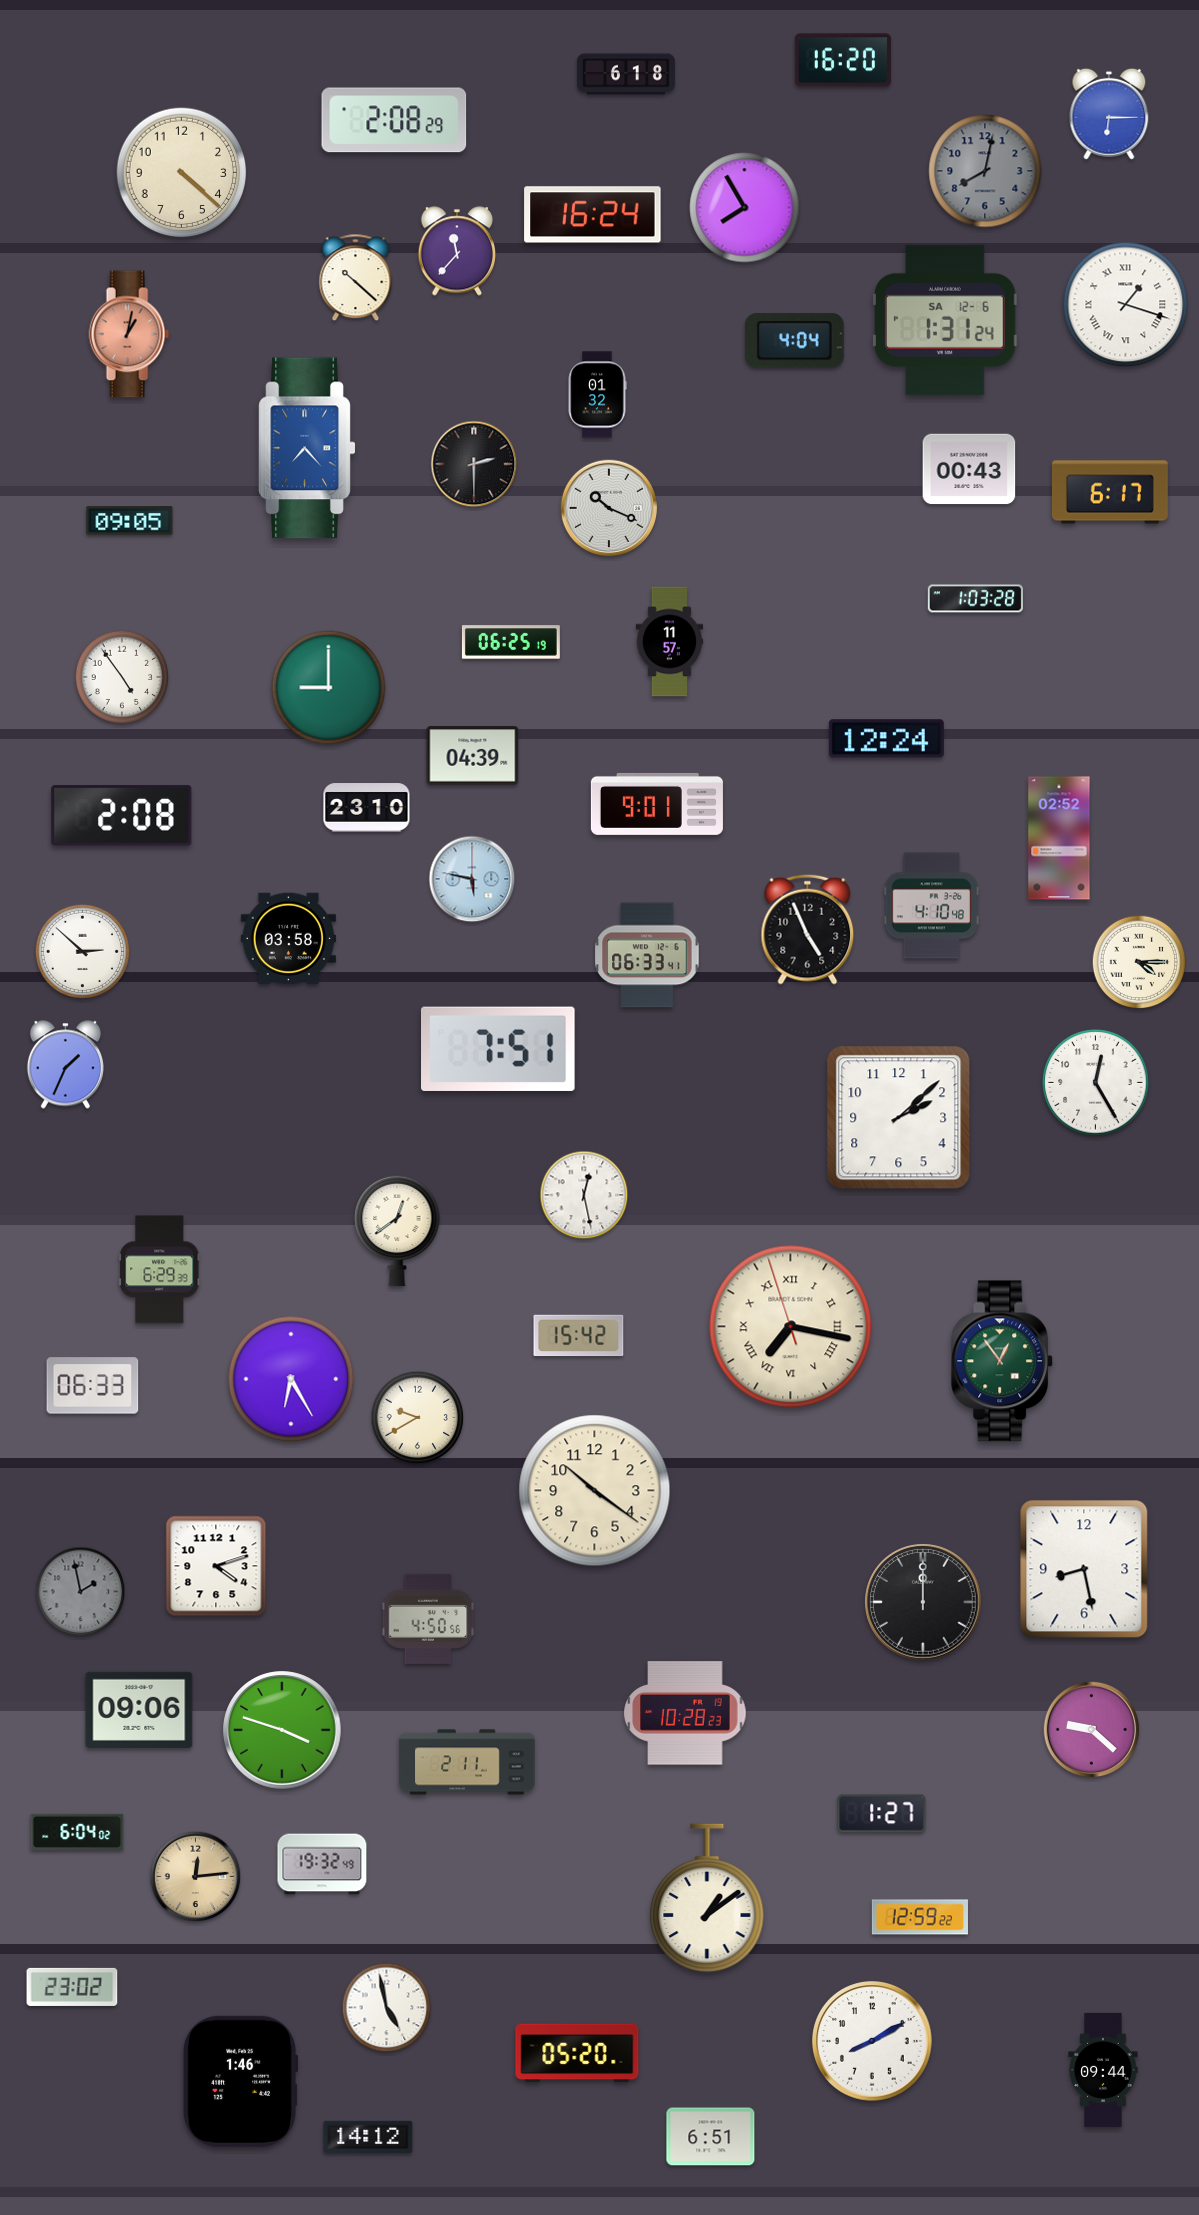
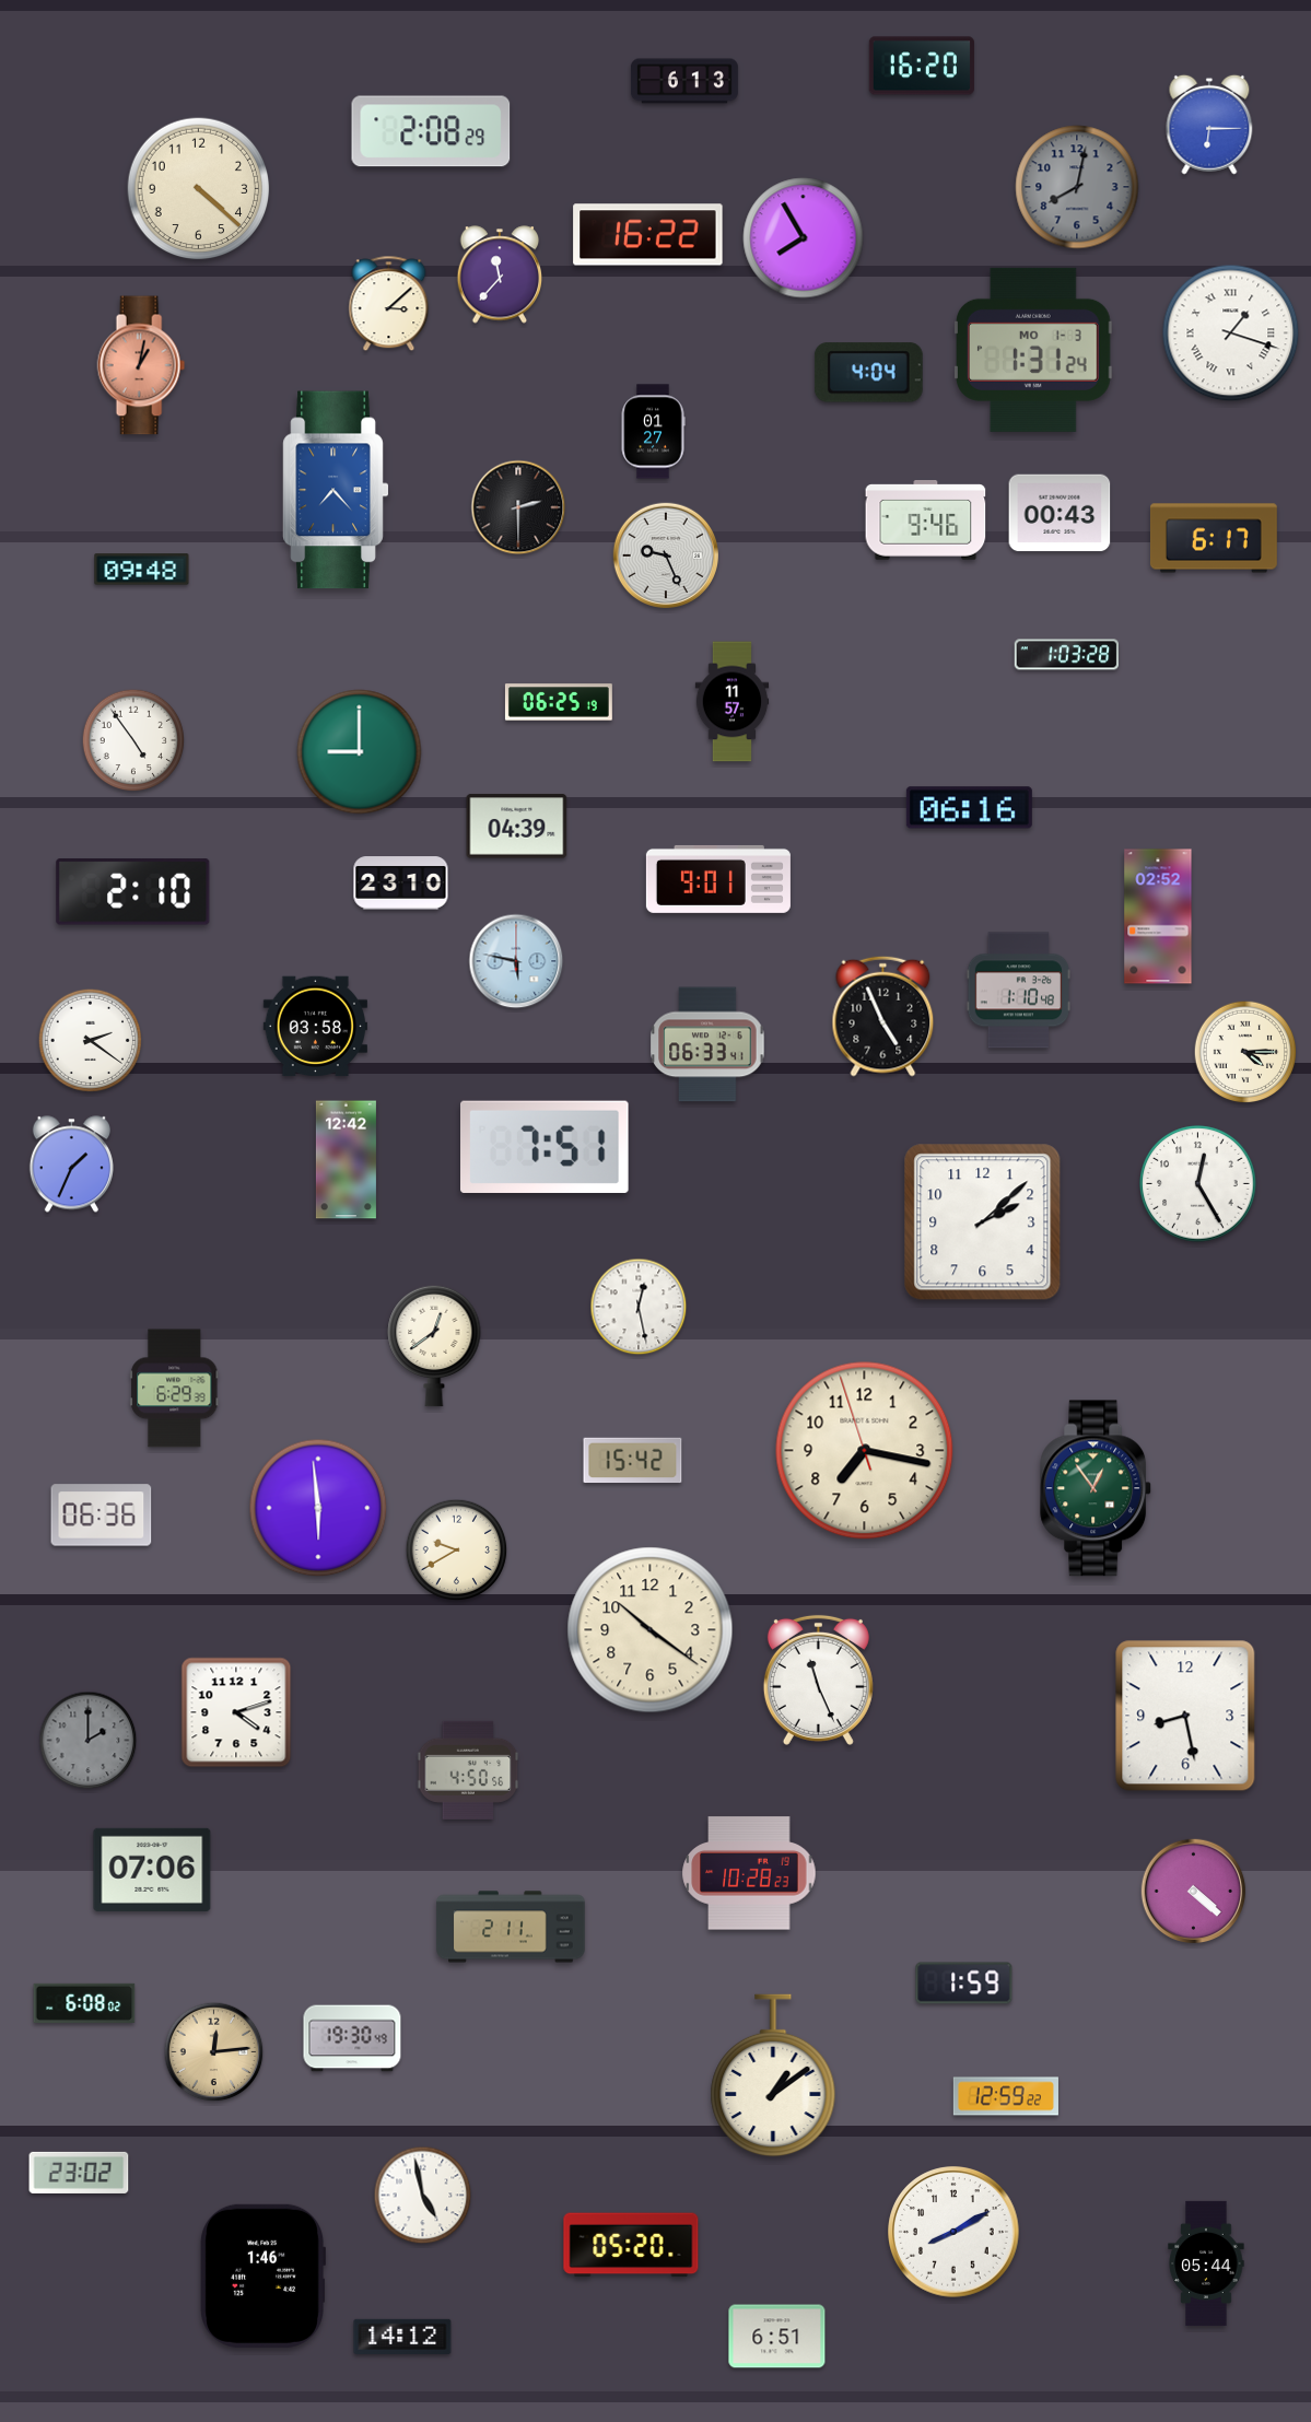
clock at (626, 74): 6:18 -> 6:13
clock at (1109, 114) position: (1109, 114) -> (1209, 125)
clock at (745, 208) position: (745, 208) -> (804, 238)
clock at (593, 215): 16:24 -> 16:22
clock at (356, 278): 10:22 -> 3:08
clock at (946, 320) date: SA 12-6 -> MO 1-3
clock at (597, 395): 01:32 -> 01:27
clock at (926, 520): none -> 9:46
clock at (609, 508): 10:19 -> 9:26
clock at (130, 521): 09:05 -> 09:48
clock at (886, 739): 12:24 -> 06:16
clock at (122, 816): 2:08 -> 2:10
clock at (931, 906): 4:10 -> 1:10
clock at (82, 951): 2:52 -> 2:21
clock at (346, 1160): none -> 12:42
clock at (791, 1327) numerals: Roman -> Arabic
clock at (291, 1379): 6:25 -> 5:59
clock at (93, 1386): 06:33 -> 06:36
clock at (818, 1680): none -> 11:26
clock at (81, 1592): 1:58 -> 2:00
clock at (923, 1602): 12:00 -> none
clock at (139, 1710): 09:06 -> 07:06
clock at (282, 1730): 3:48 -> none
clock at (1092, 1730): 9:22 -> 4:22
clock at (882, 1814): 1:27 -> 1:59
clock at (77, 1831): 6:04 -> 6:08
clock at (322, 1864): 19:32 -> 19:30
clock at (1103, 2070): 09:44 -> 05:44
